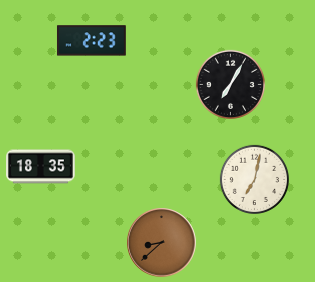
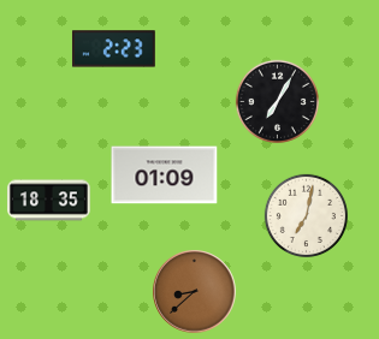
clock at (91, 41) position: (91, 41) -> (113, 49)
clock at (165, 176): none -> 01:09
